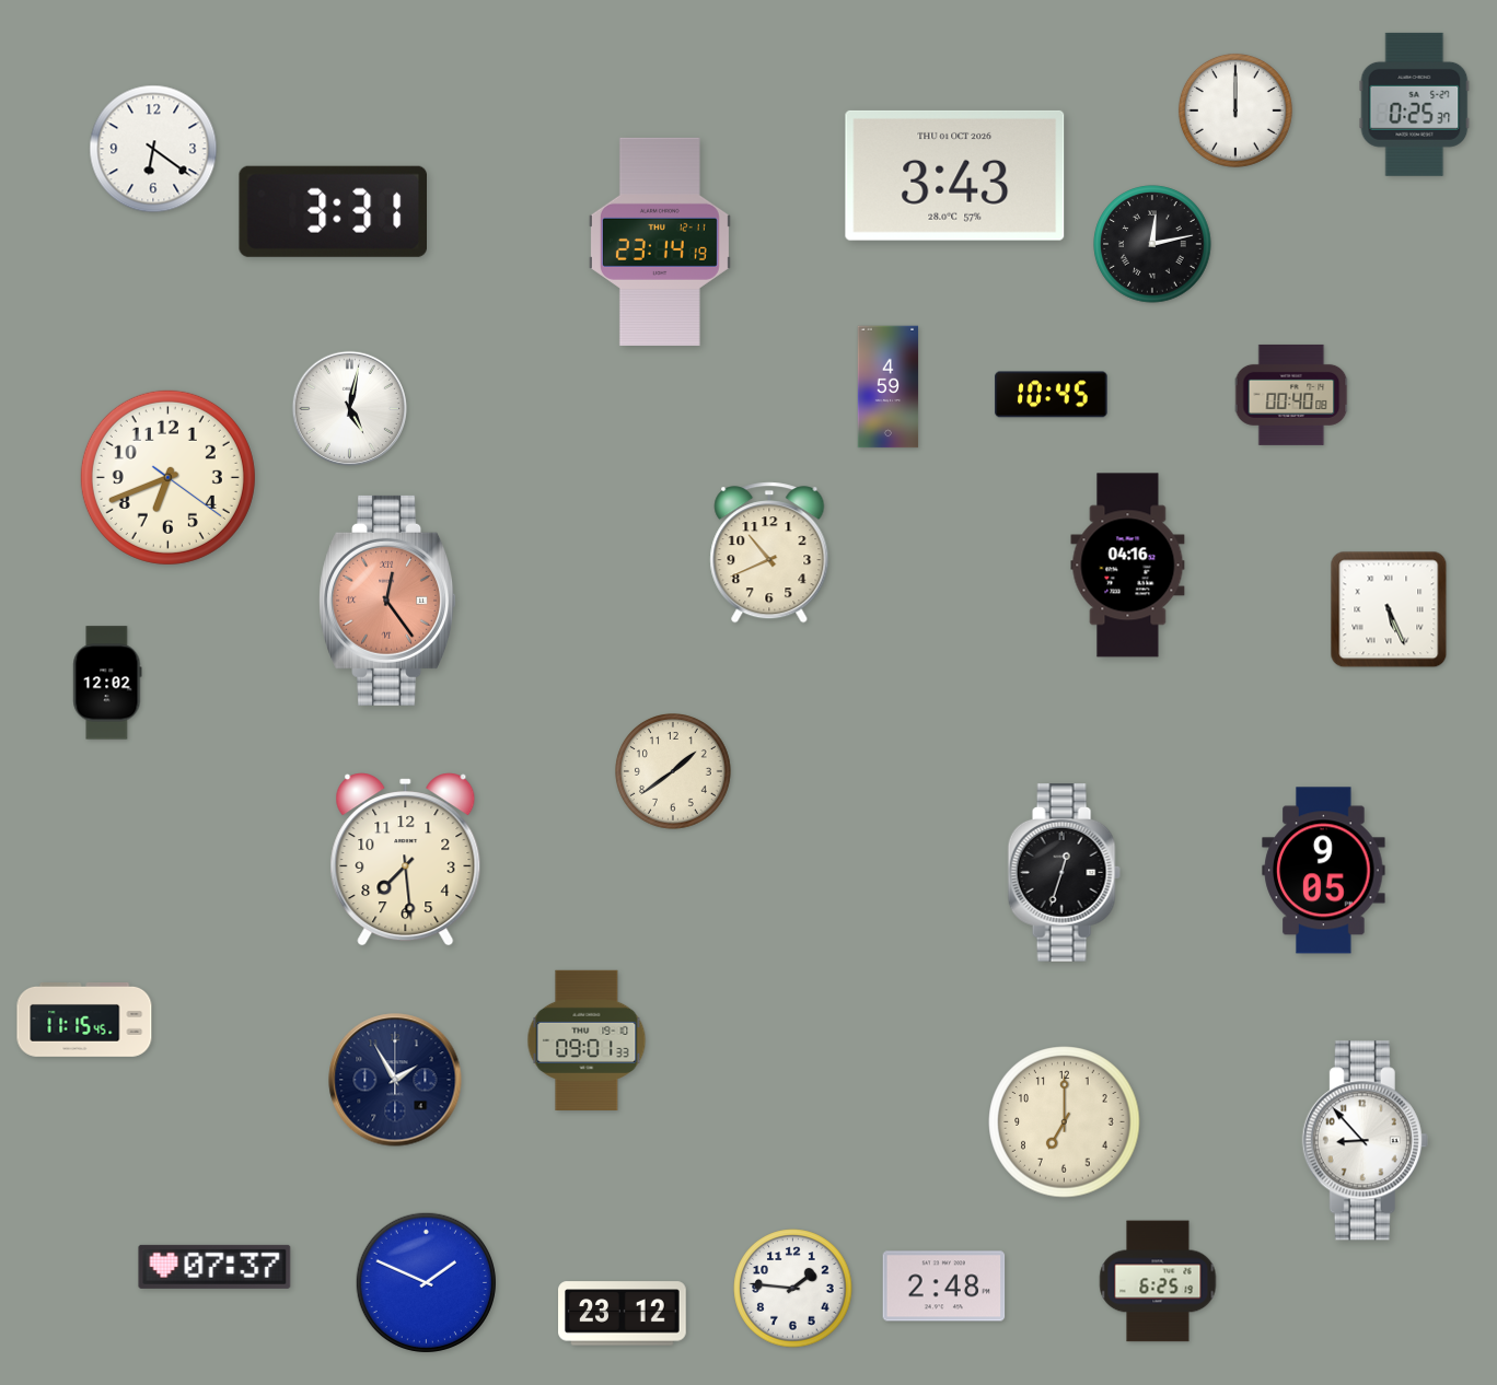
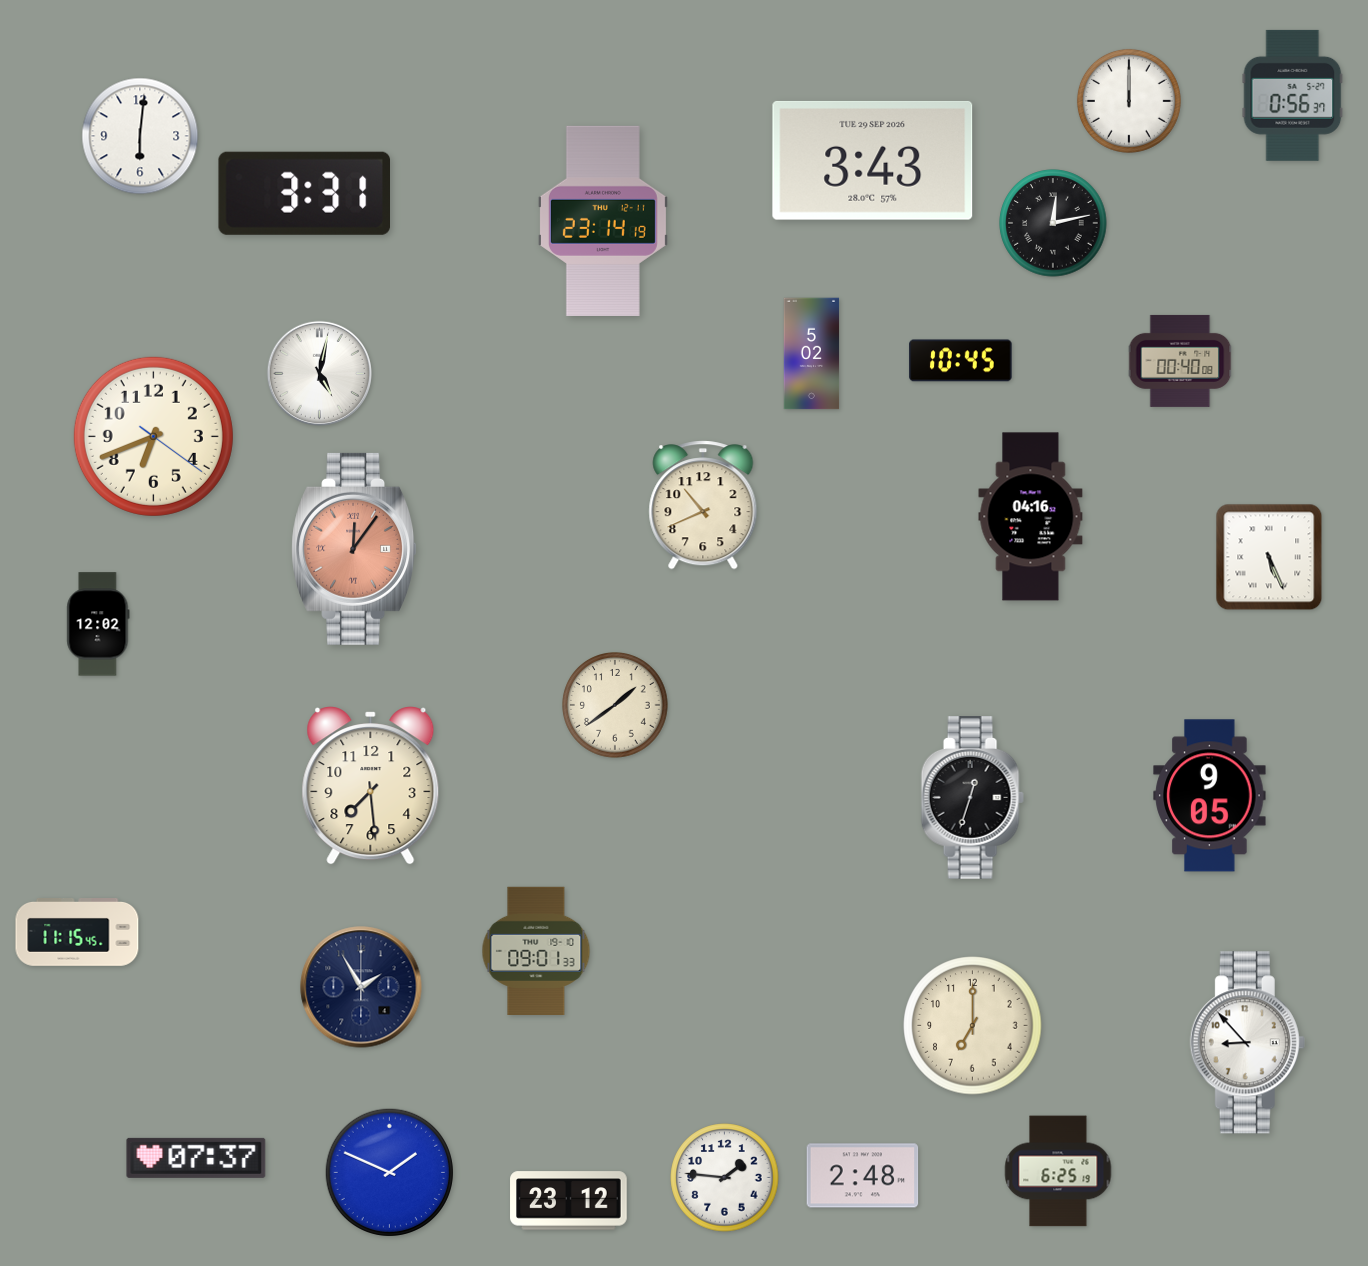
clock at (1415, 104): 0:25 -> 0:56
clock at (153, 149): 6:21 -> 6:01
clock at (955, 175) date: THU 01 OCT 2026 -> TUE 29 SEP 2026
clock at (889, 387): 4:59 -> 5:02
clock at (387, 601): 12:24 -> 12:06
